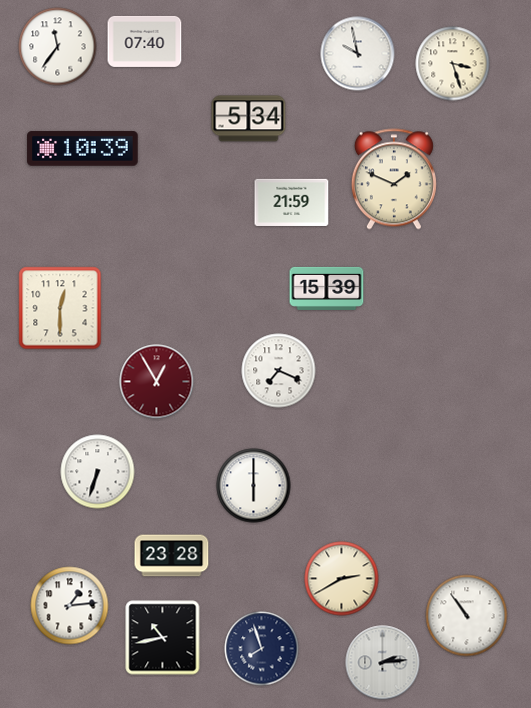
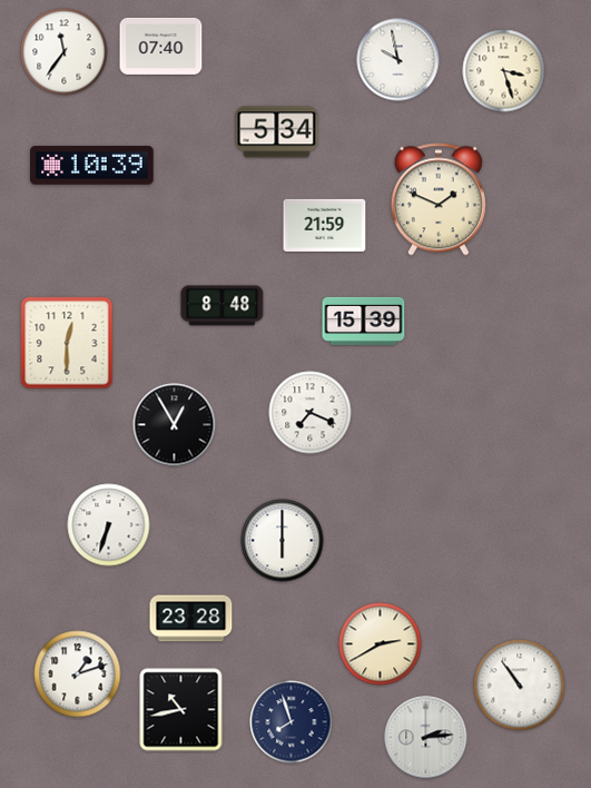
clock at (223, 306): none -> 8:48
clock at (157, 382) dial: burgundy -> black
clock at (70, 606): 1:14 -> 1:12
